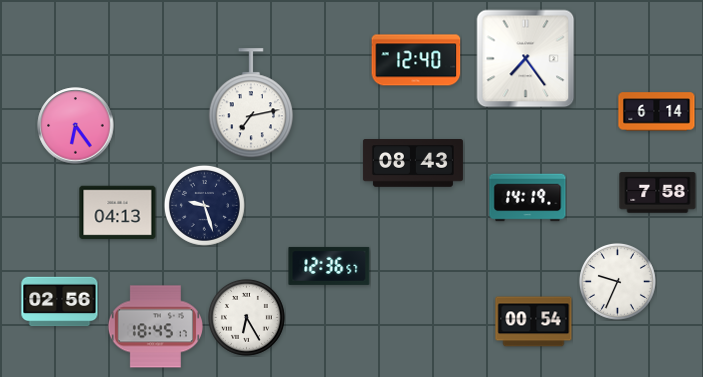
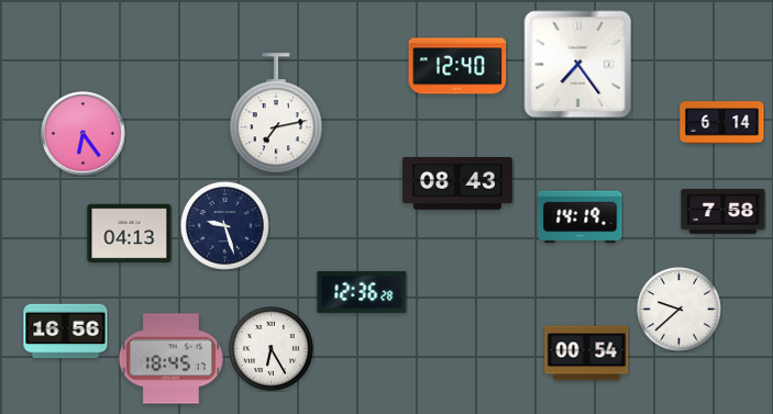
clock at (76, 126) position: (76, 126) -> (84, 134)
clock at (413, 163) position: (413, 163) -> (457, 183)
clock at (329, 266): 12:36:57 -> 12:36:28
clock at (617, 281): 9:34 -> 9:38
clock at (60, 302): 02:56 -> 16:56
